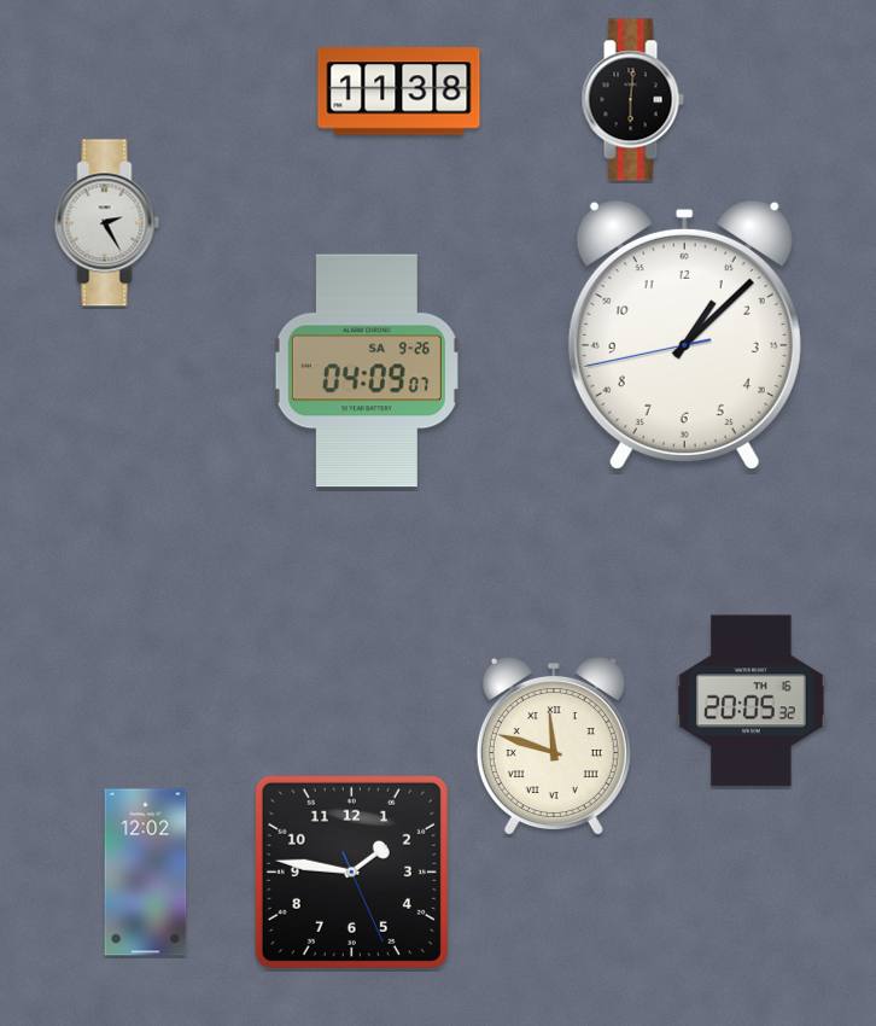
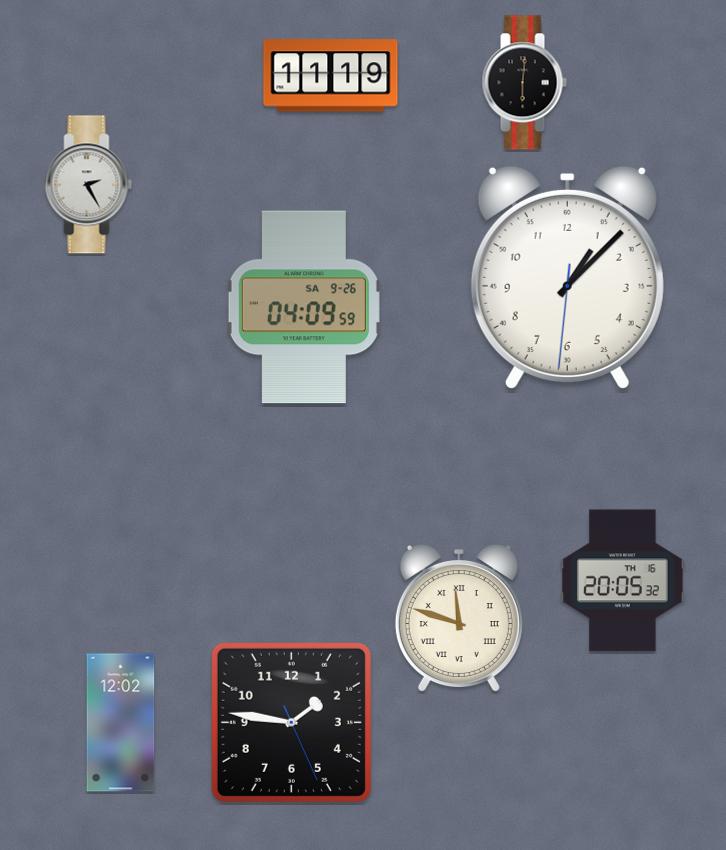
clock at (399, 92): 11:38 -> 11:19
clock at (684, 334): 1:07:43 -> 1:07:31
clock at (367, 371): 04:09:07 -> 04:09:59
